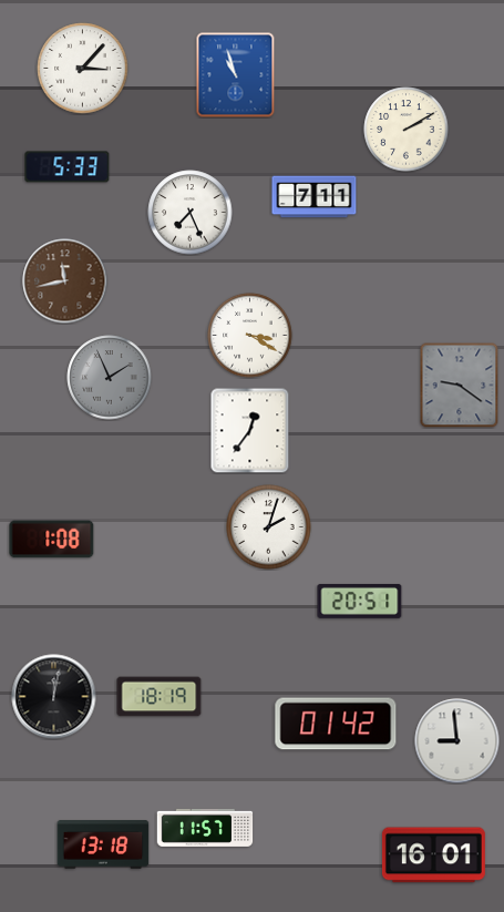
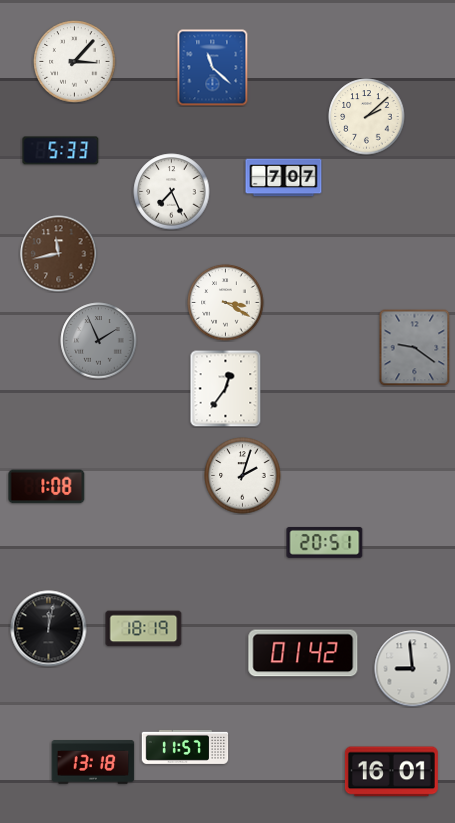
clock at (236, 75): 10:57 -> 11:22
clock at (407, 130): 2:10 -> 2:08
clock at (315, 197): 7:11 -> 7:07
